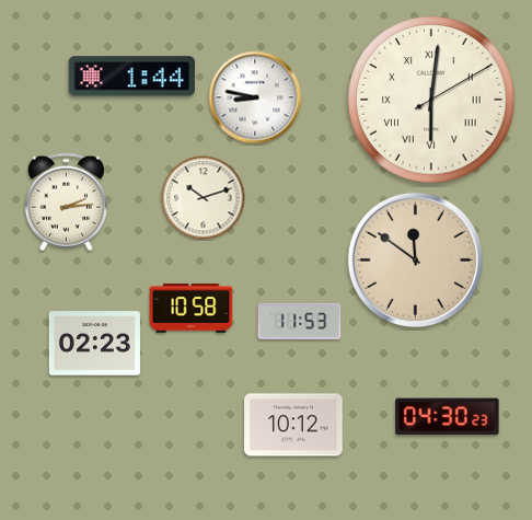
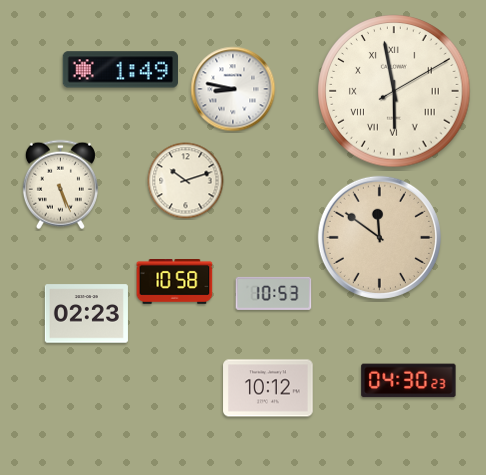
clock at (131, 77): 1:44 -> 1:49
clock at (431, 100): 6:01 -> 5:58
clock at (66, 203): 2:14 -> 5:26
clock at (300, 321): 11:53 -> 10:53
